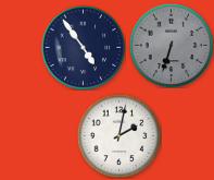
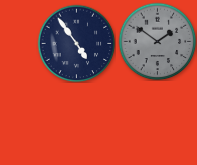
clock at (171, 45): 6:33 -> 1:51
clock at (118, 135): 2:02 -> none
